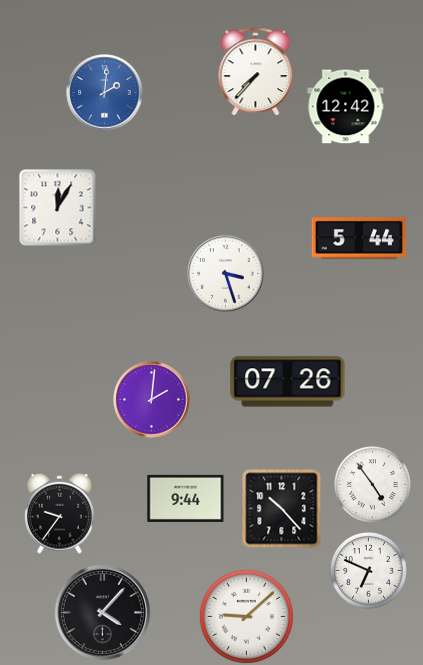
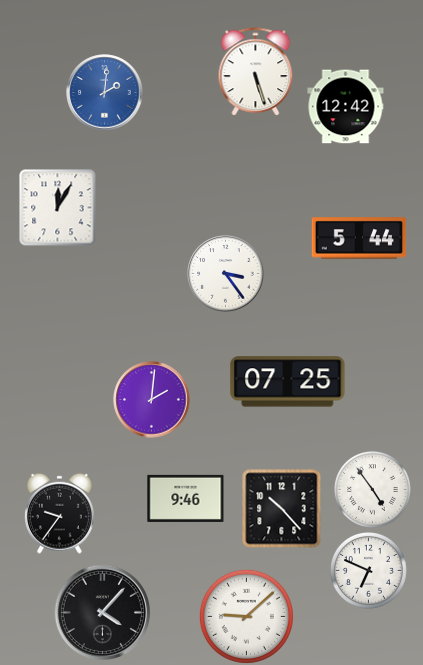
clock at (256, 72): 7:37 -> 5:27
clock at (226, 274): 3:27 -> 3:24
clock at (288, 382): 07:26 -> 07:25
clock at (372, 484) position: (372, 484) -> (372, 489)
clock at (186, 498): 9:44 -> 9:46
